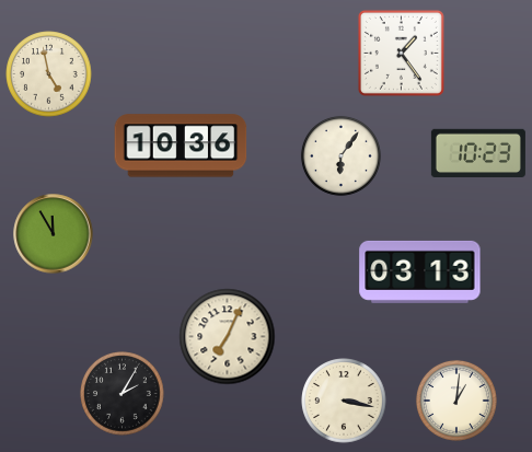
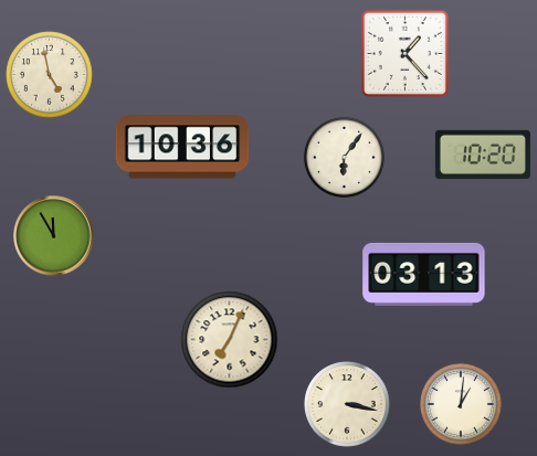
clock at (401, 53): 1:24 -> 1:23
clock at (478, 152): 10:23 -> 10:20
clock at (123, 394): 2:05 -> none
